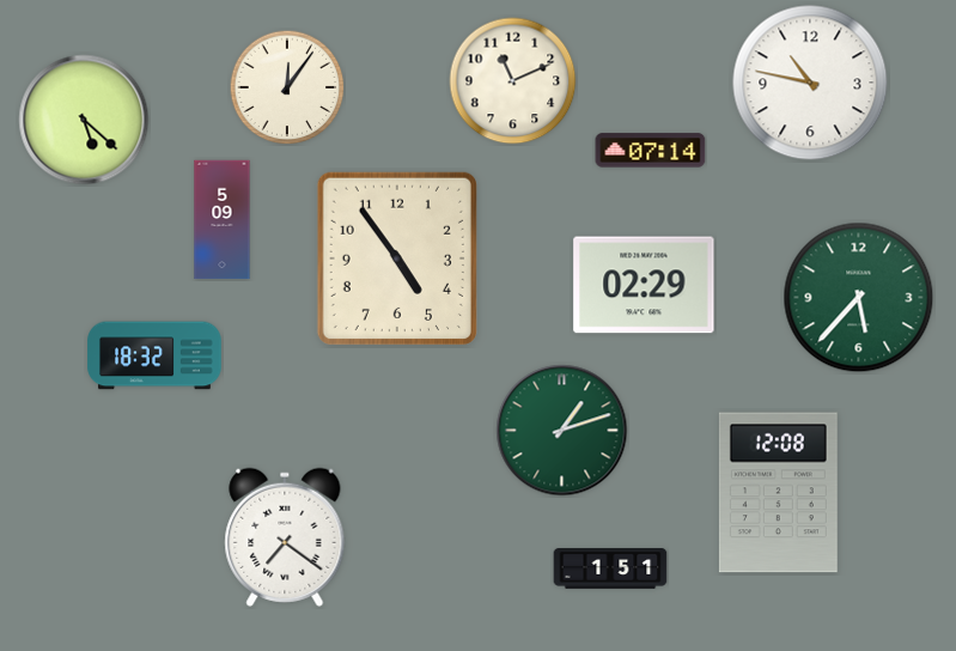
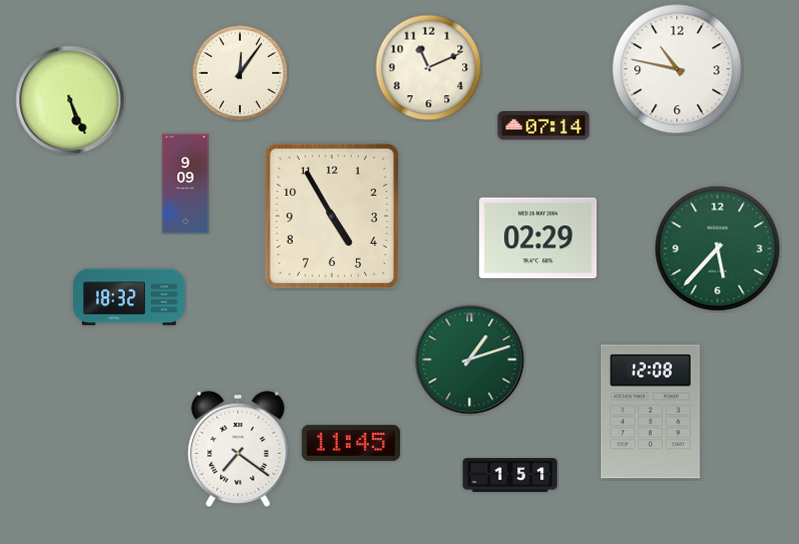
clock at (84, 120): 5:22 -> 5:26
clock at (223, 220): 5:09 -> 9:09
clock at (397, 258): 4:54 -> 4:55
clock at (351, 443): none -> 11:45
